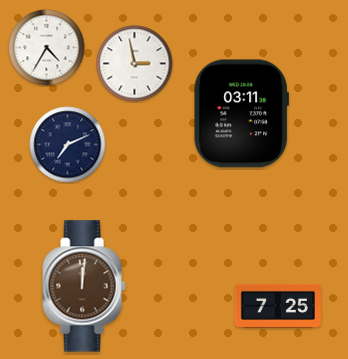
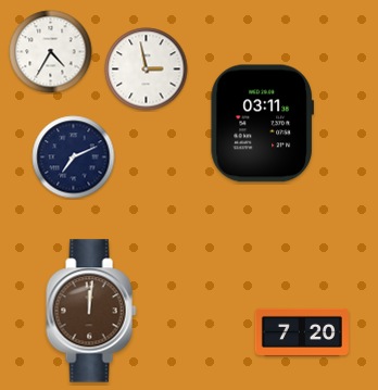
clock at (278, 306): 7:25 -> 7:20
